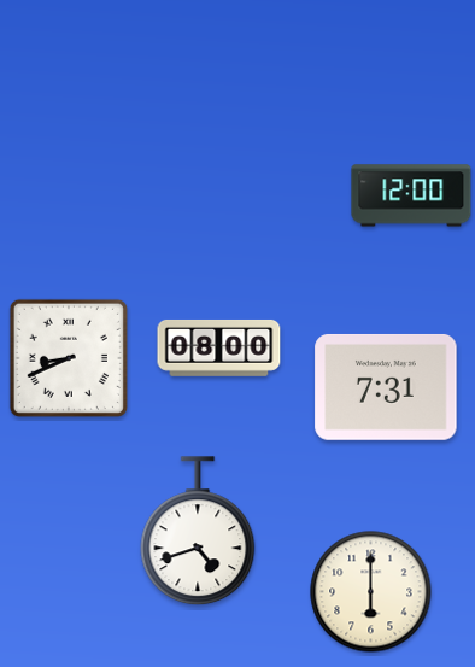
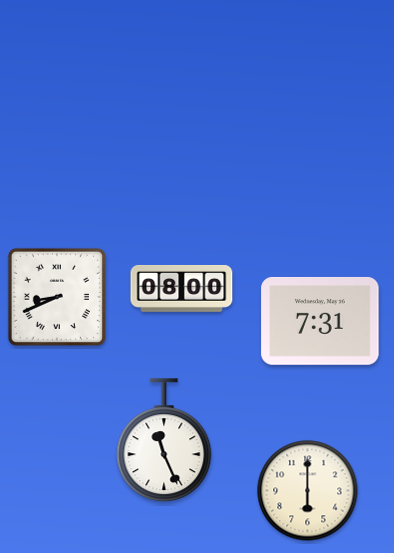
clock at (411, 195): 12:00 -> none
clock at (198, 532): 4:42 -> 11:26
